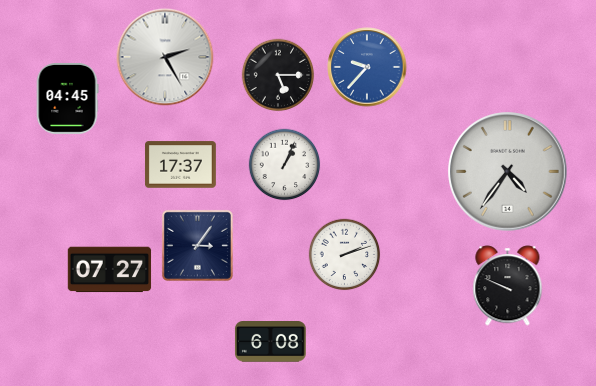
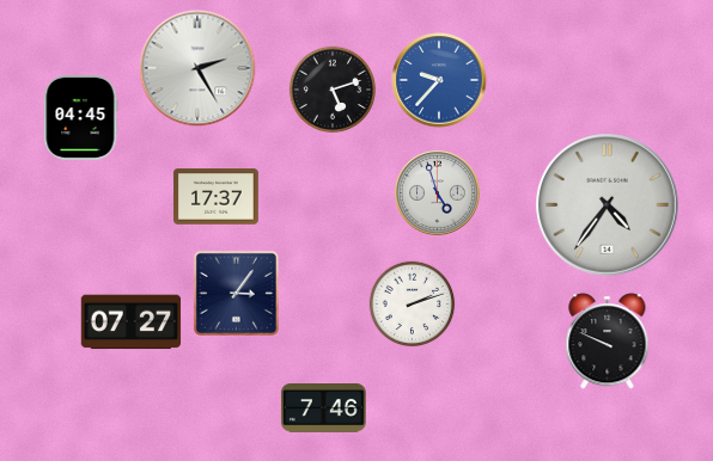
clock at (278, 75): 5:15 -> 5:12
clock at (438, 193): none -> 4:57
clock at (285, 165): 1:04 -> none
clock at (270, 342): 6:08 -> 7:46
